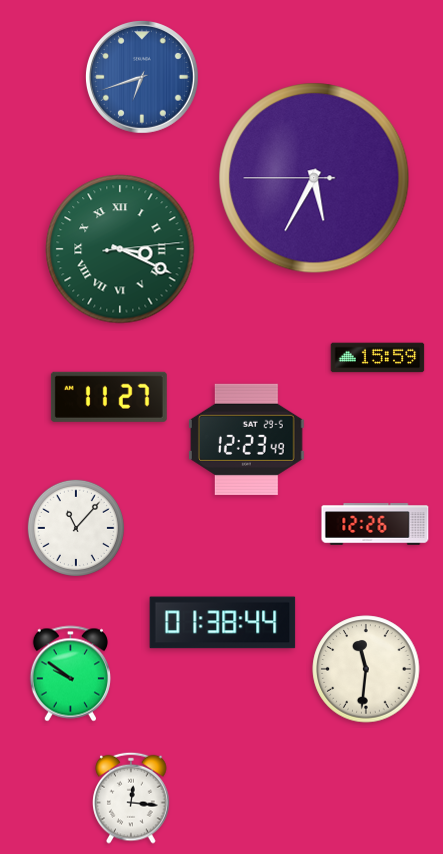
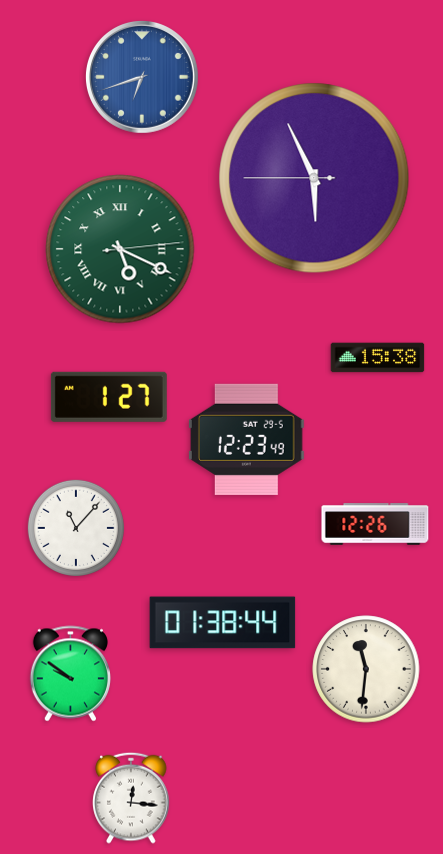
clock at (314, 178): 5:34 -> 5:55
clock at (120, 249): 3:19 -> 5:19
clock at (378, 358): 15:59 -> 15:38
clock at (109, 397): 11:27 -> 1:27
